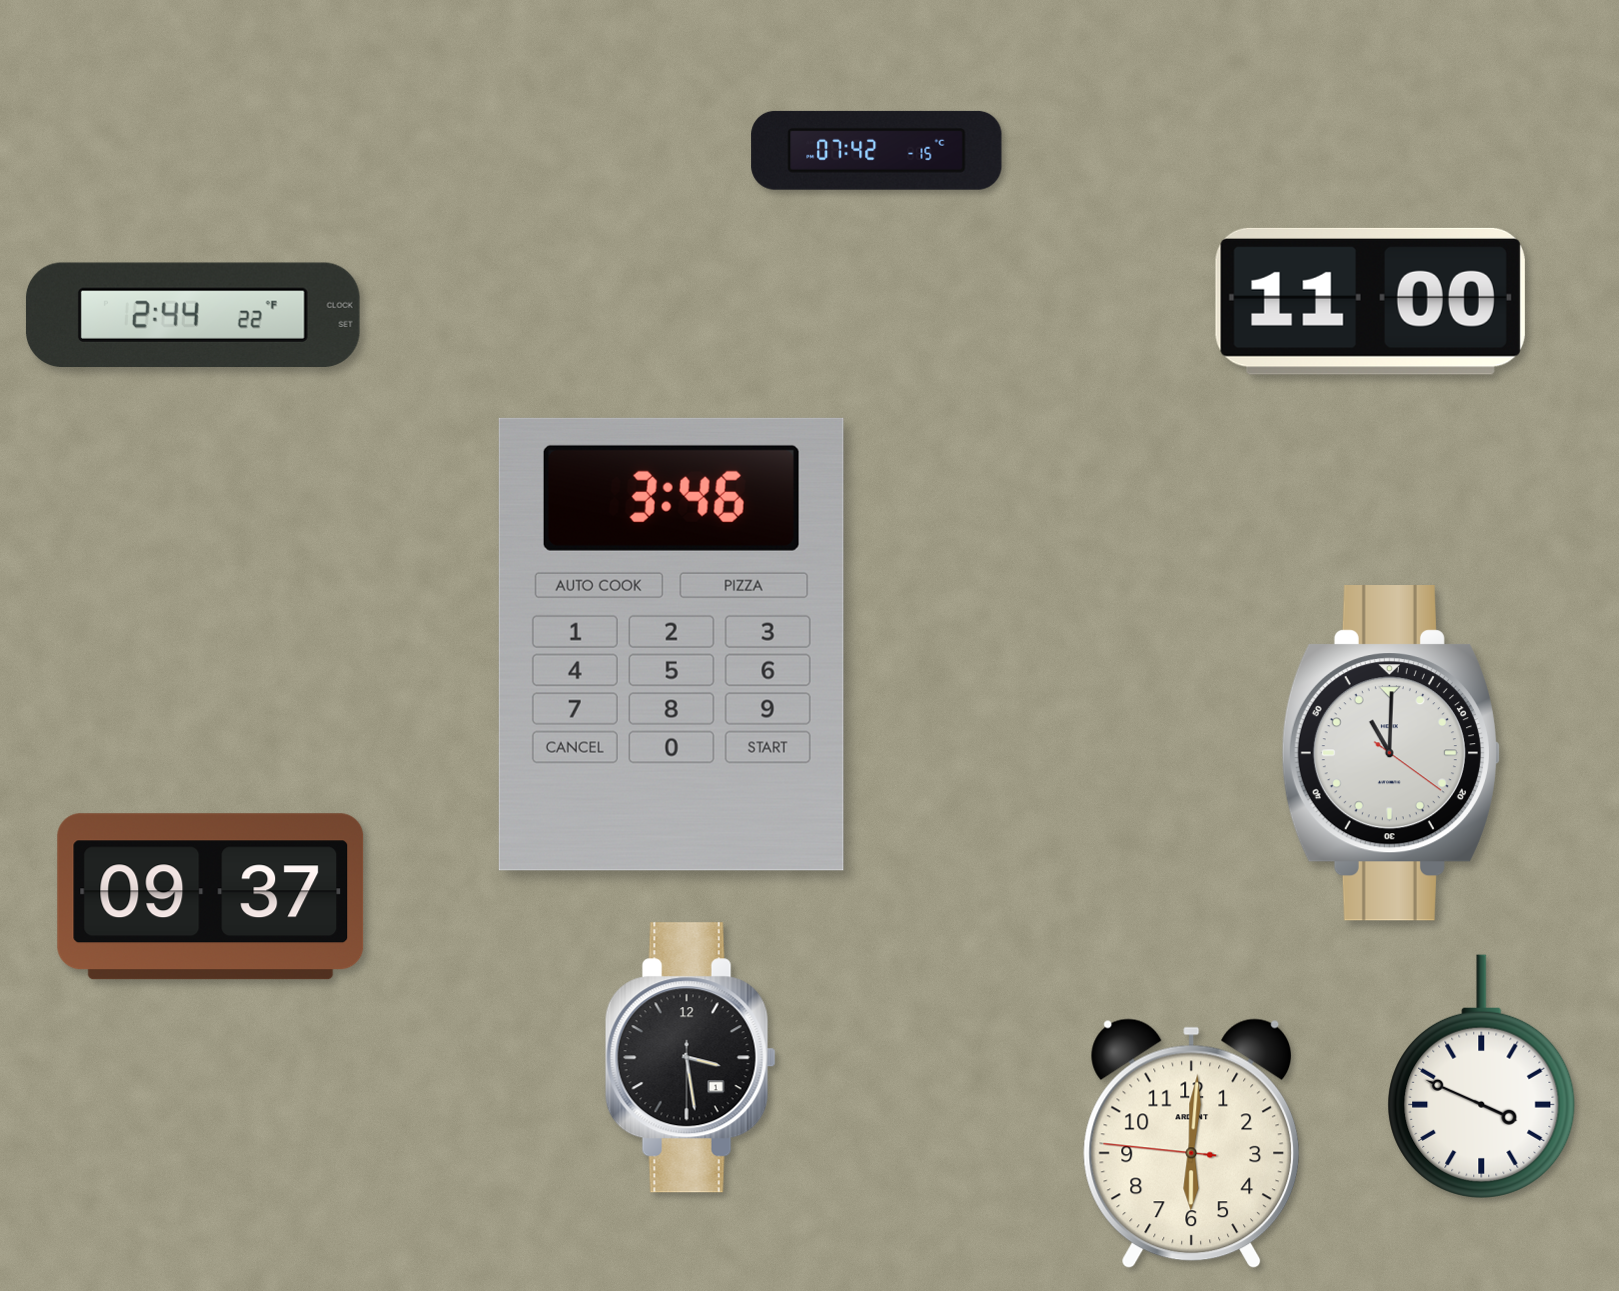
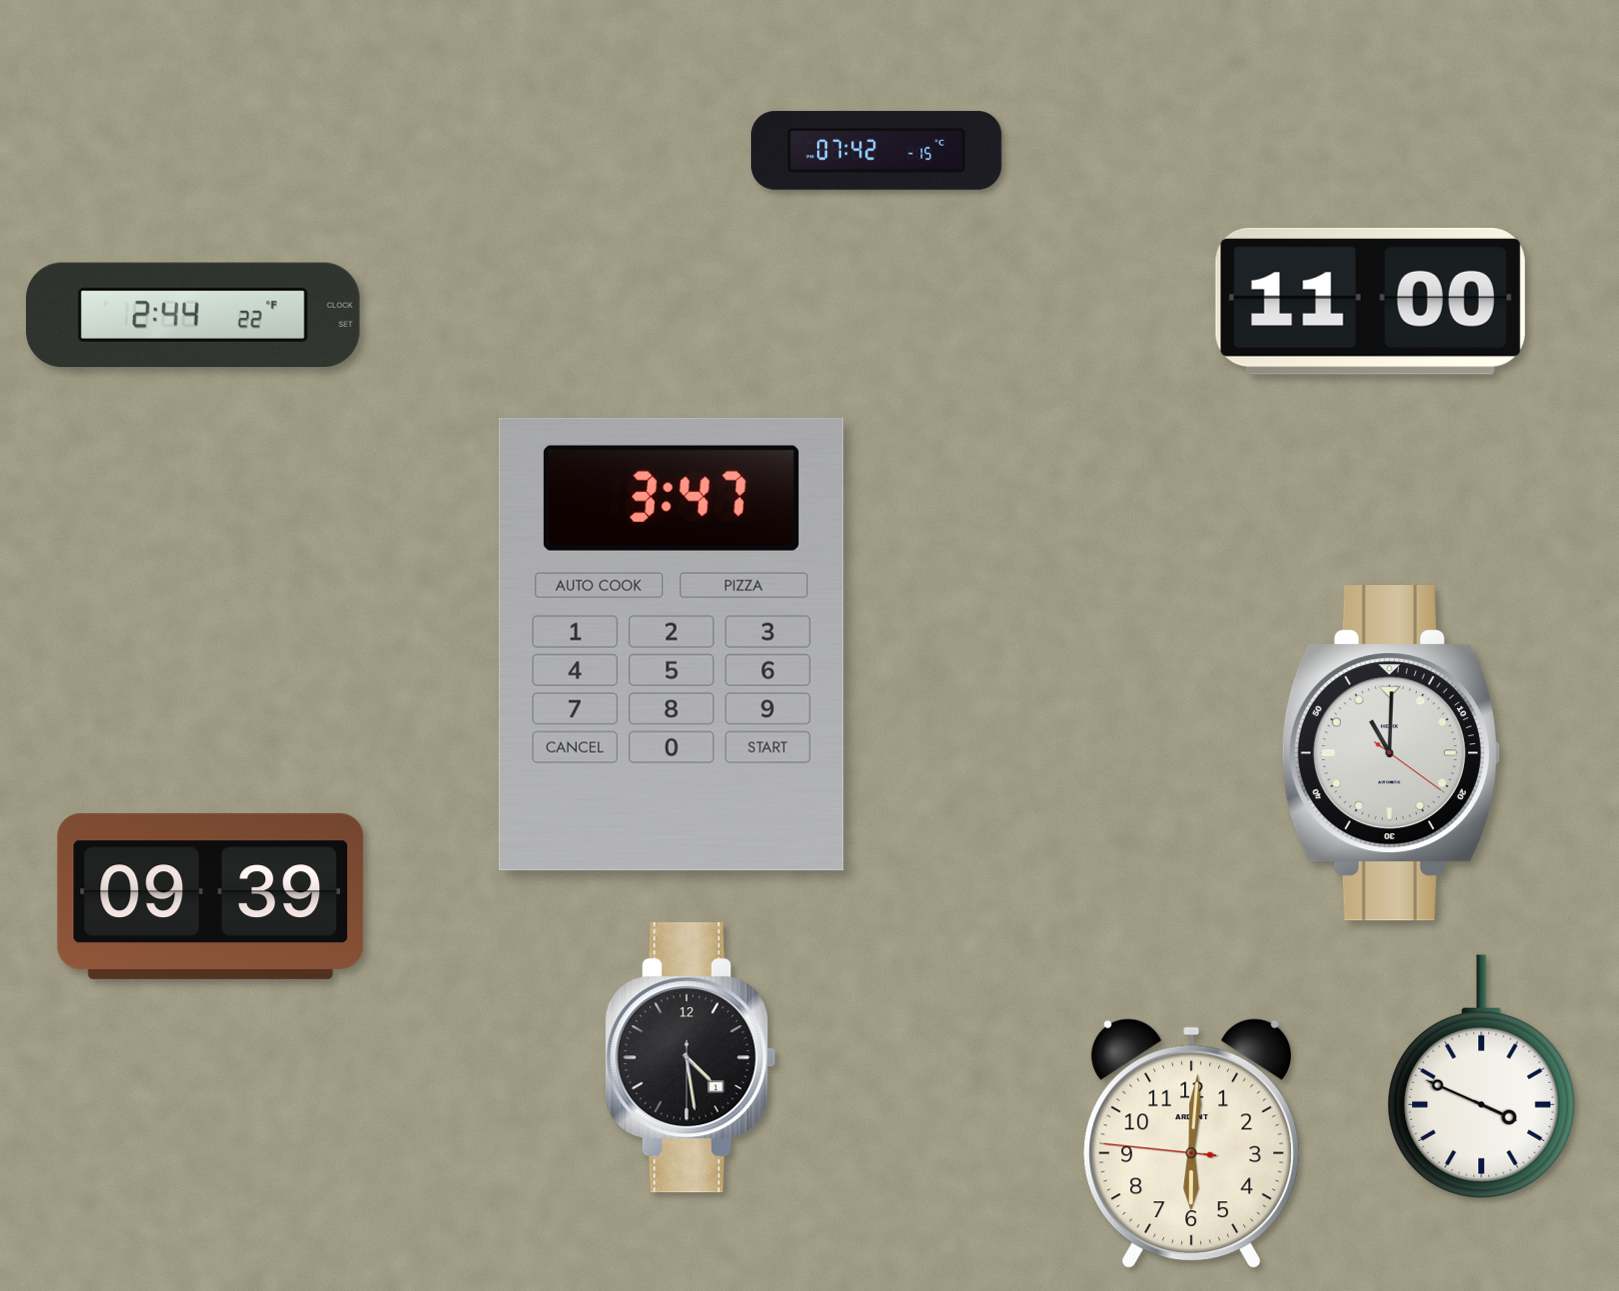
clock at (671, 644): 3:46 -> 3:47
clock at (211, 897): 09:37 -> 09:39
clock at (690, 1058): 3:28 -> 4:28
